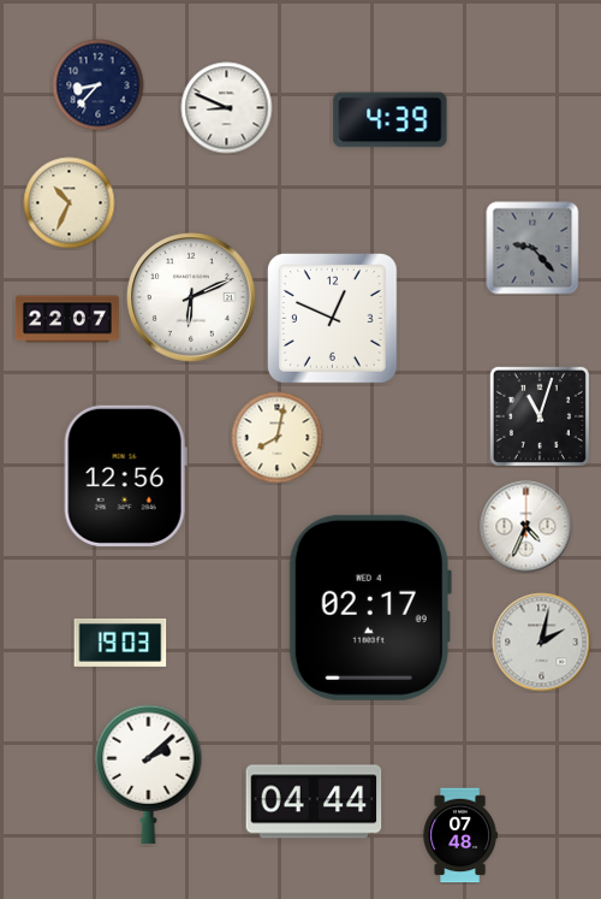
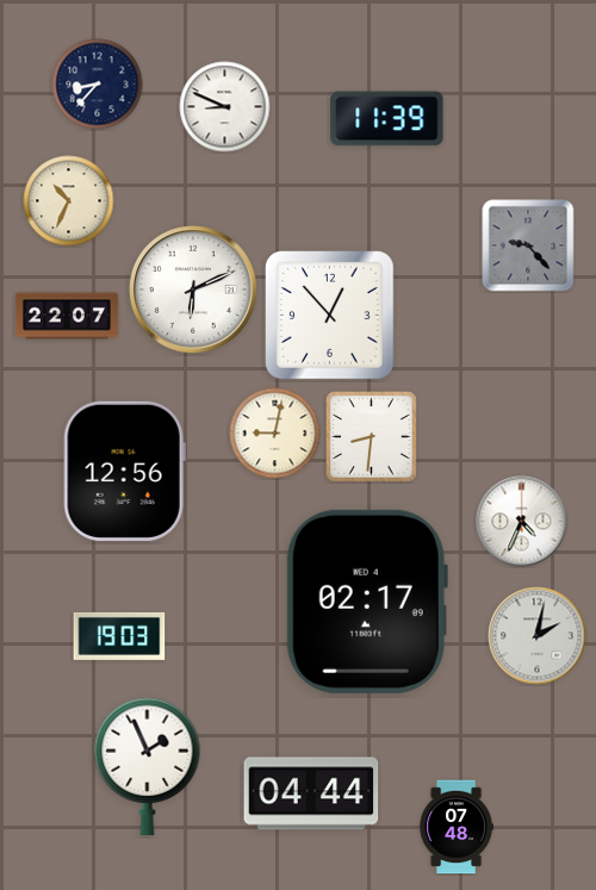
clock at (391, 120): 4:39 -> 11:39
clock at (192, 298) position: (192, 298) -> (194, 291)
clock at (333, 319): 12:49 -> 12:53
clock at (540, 416): 11:03 -> none
clock at (278, 438): 8:02 -> 9:02
clock at (372, 437): none -> 8:31
clock at (149, 774): 2:08 -> 1:56
